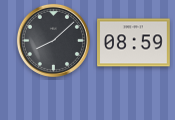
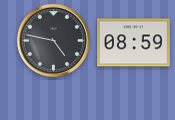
clock at (53, 40): 8:08 -> 4:47
